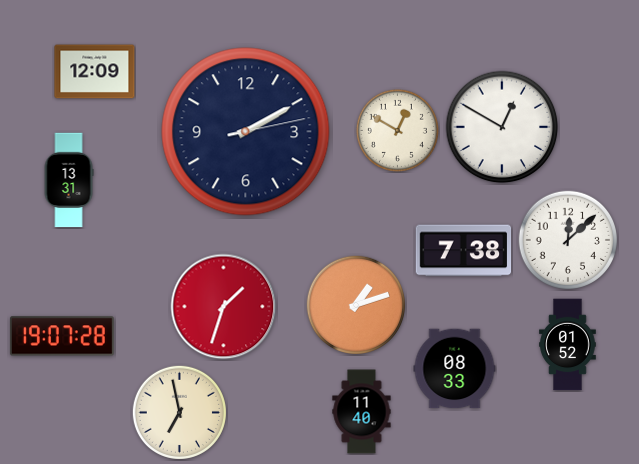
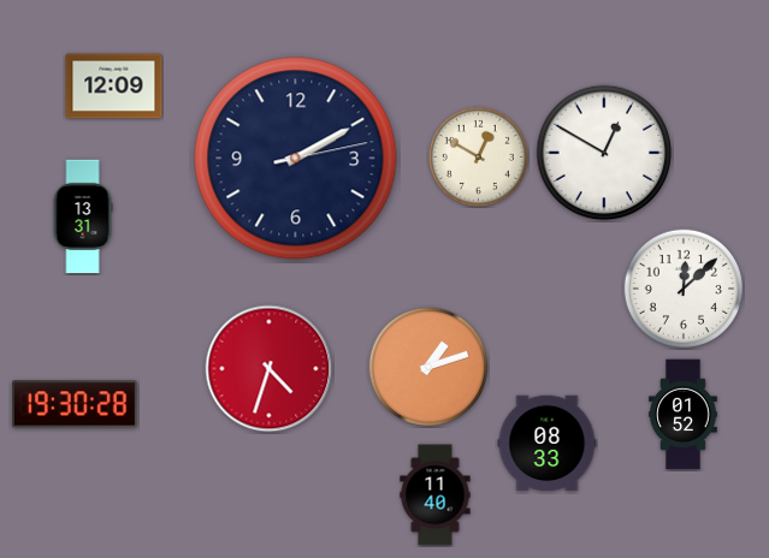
clock at (464, 251): 7:38 -> none
clock at (224, 307): 1:33 -> 4:33
clock at (62, 336): 19:07 -> 19:30
clock at (179, 412): 6:58 -> none
